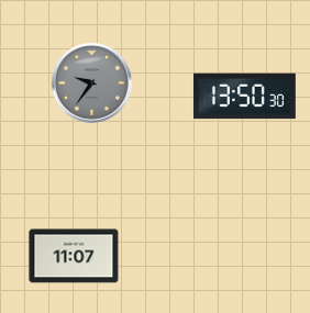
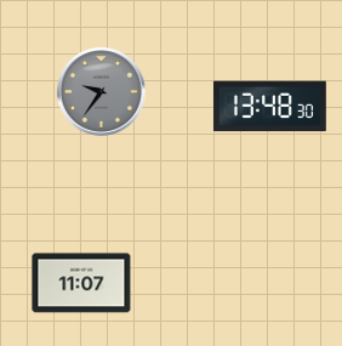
clock at (245, 97): 13:50 -> 13:48
